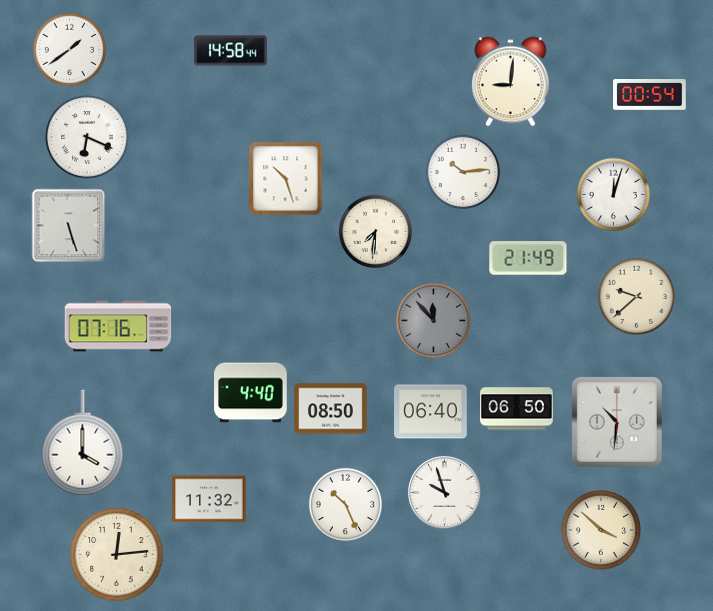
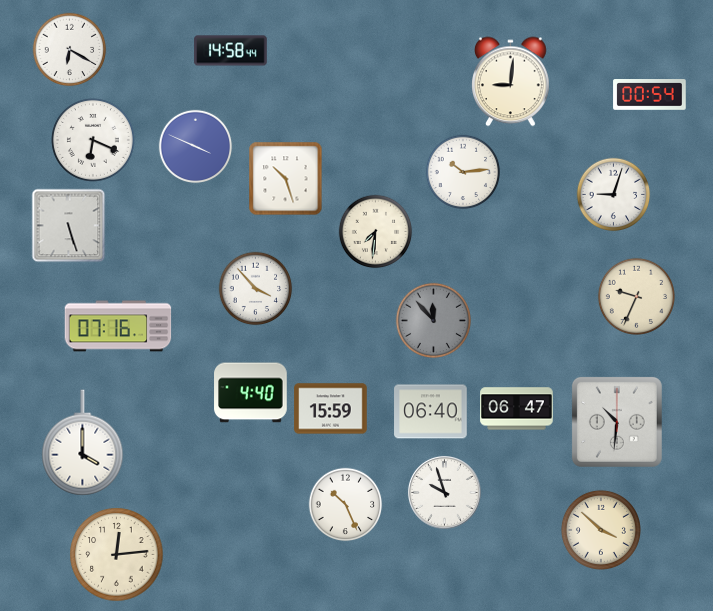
clock at (70, 50): 1:39 -> 6:20
clock at (87, 137) position: (87, 137) -> (93, 140)
clock at (196, 147): none -> 3:49
clock at (614, 195): 12:03 -> 9:03
clock at (528, 258): 21:49 -> none
clock at (256, 289): none -> 3:53
clock at (636, 296): 9:38 -> 9:34
clock at (331, 409): 08:50 -> 15:59
clock at (517, 409): 06:50 -> 06:47
clock at (209, 499): 11:32 -> none
